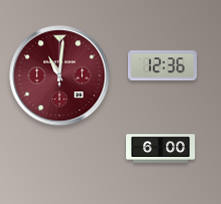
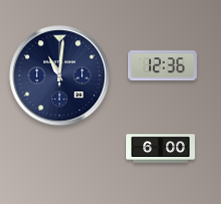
clock at (60, 76) dial: burgundy -> navy
